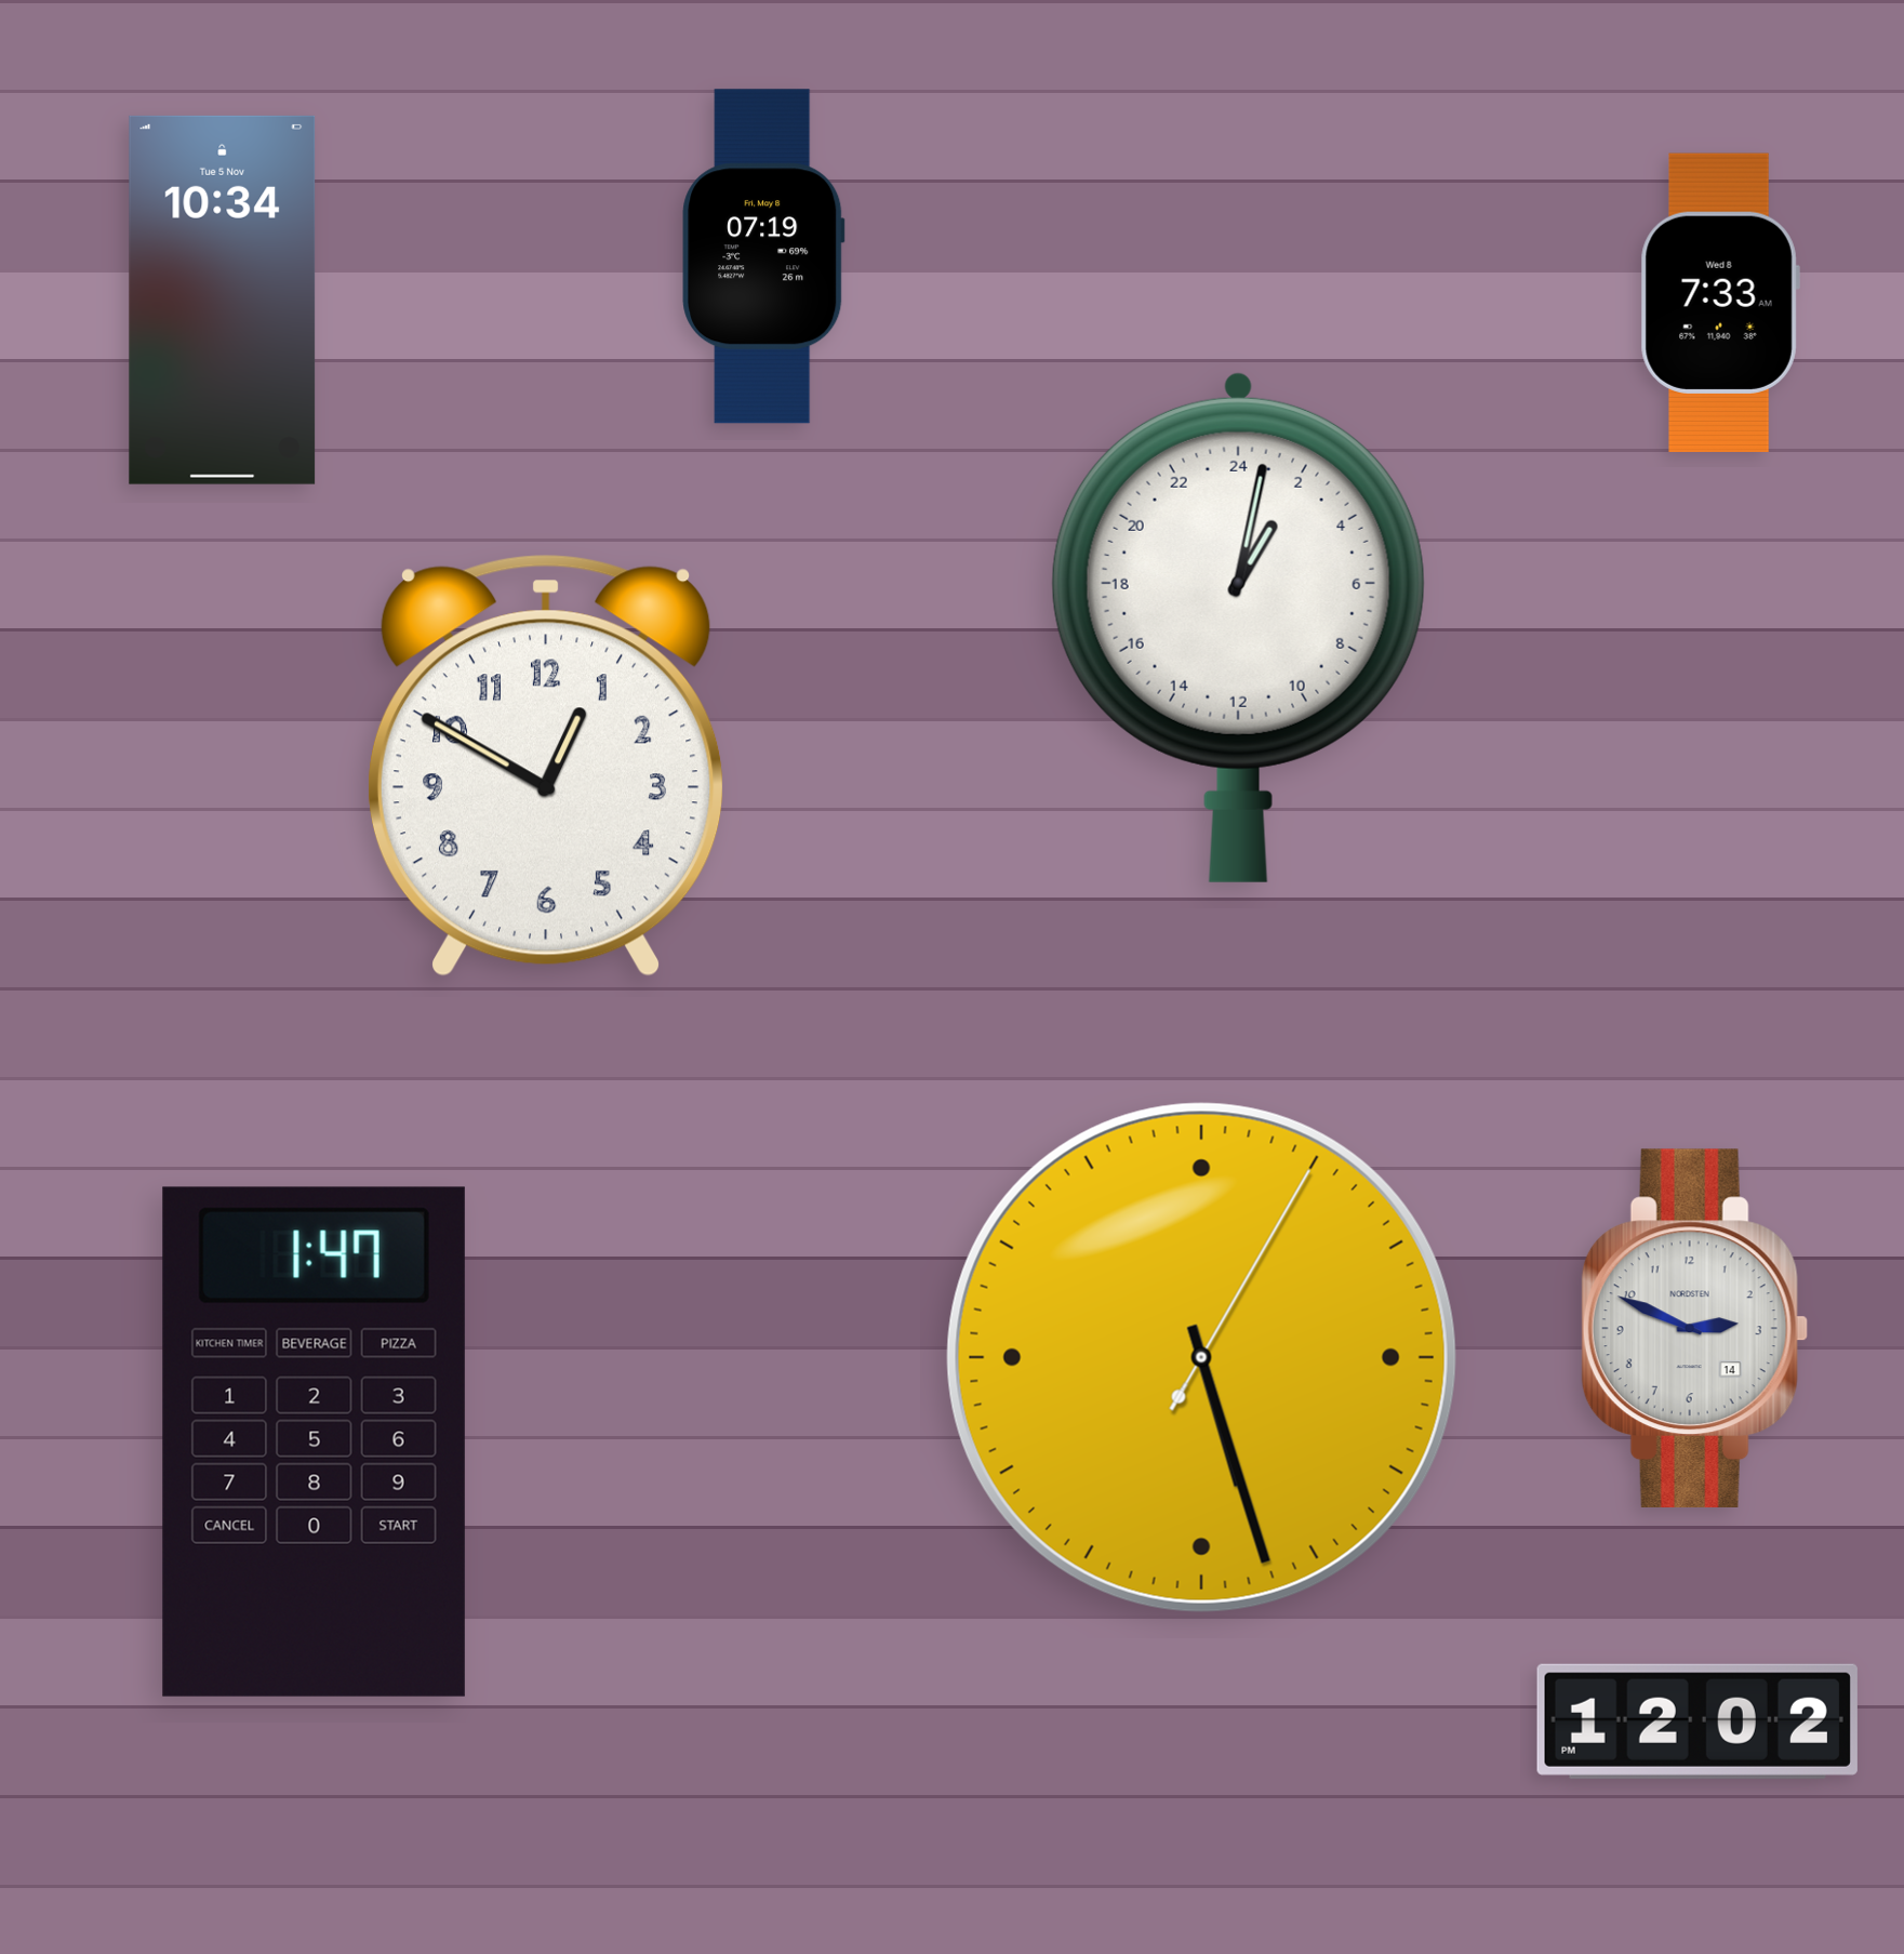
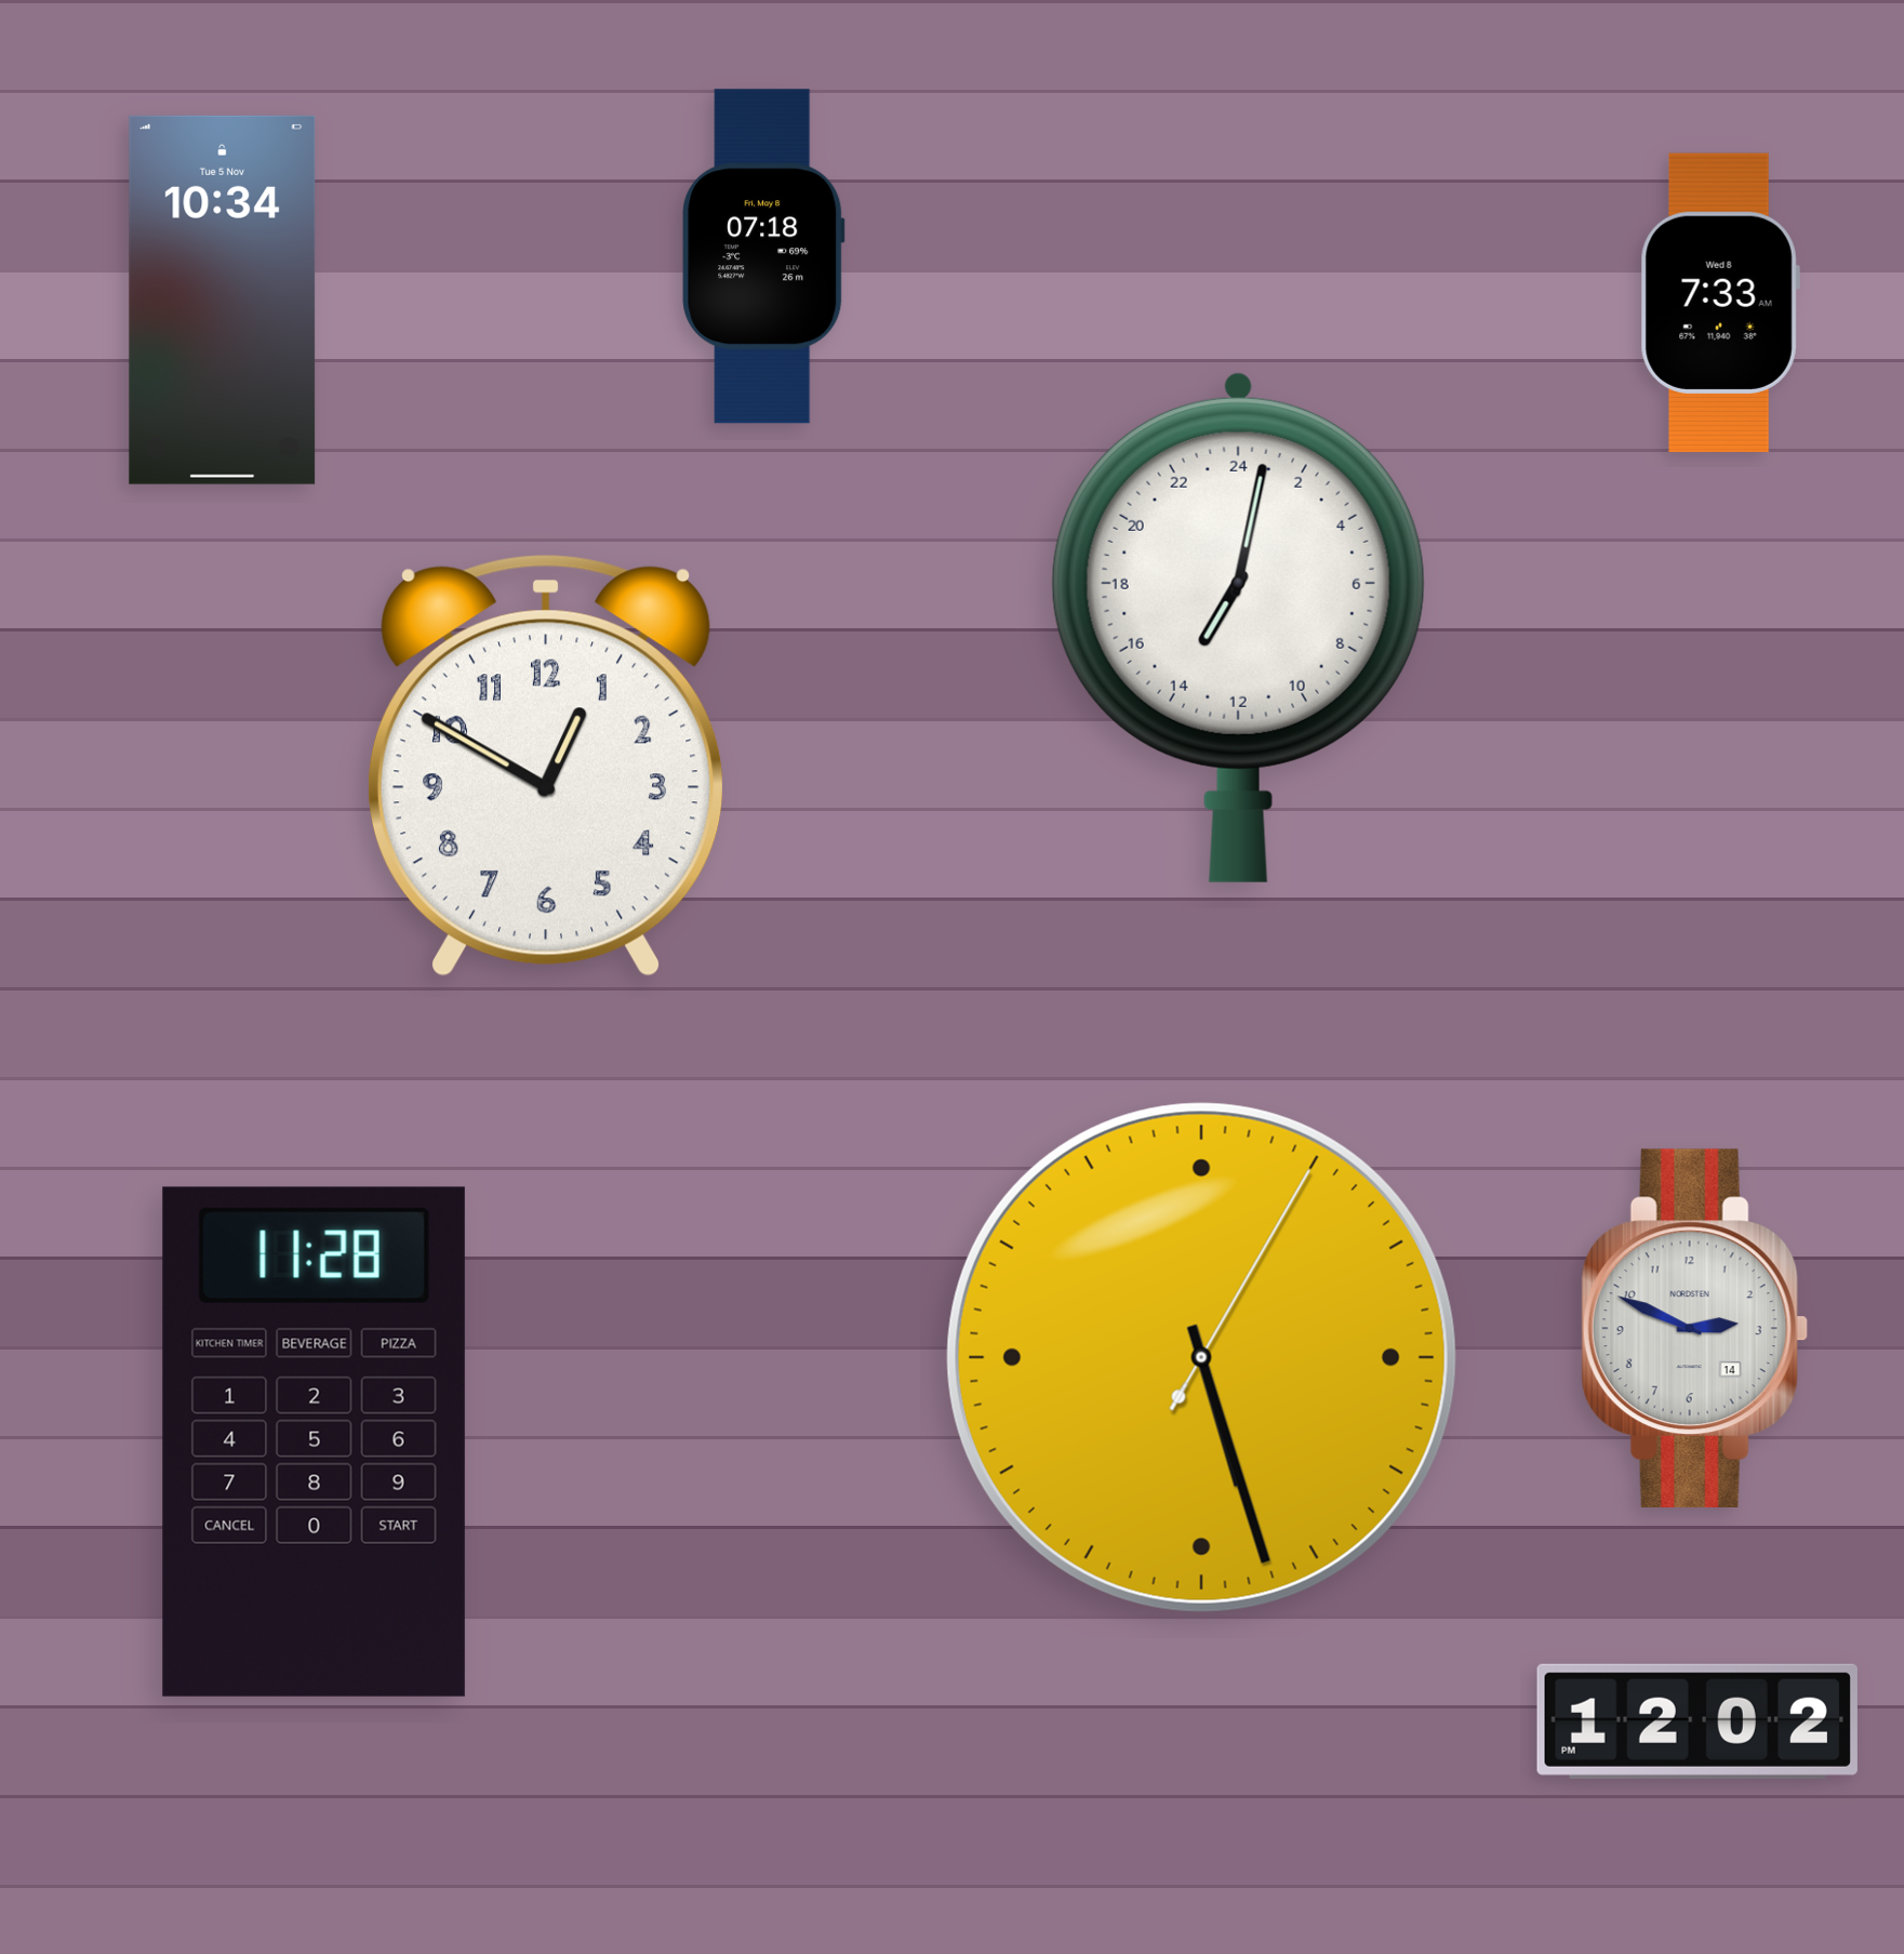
clock at (763, 256): 07:19 -> 07:18
clock at (1238, 627): 2:02 -> 14:02
clock at (314, 1441): 1:47 -> 11:28
